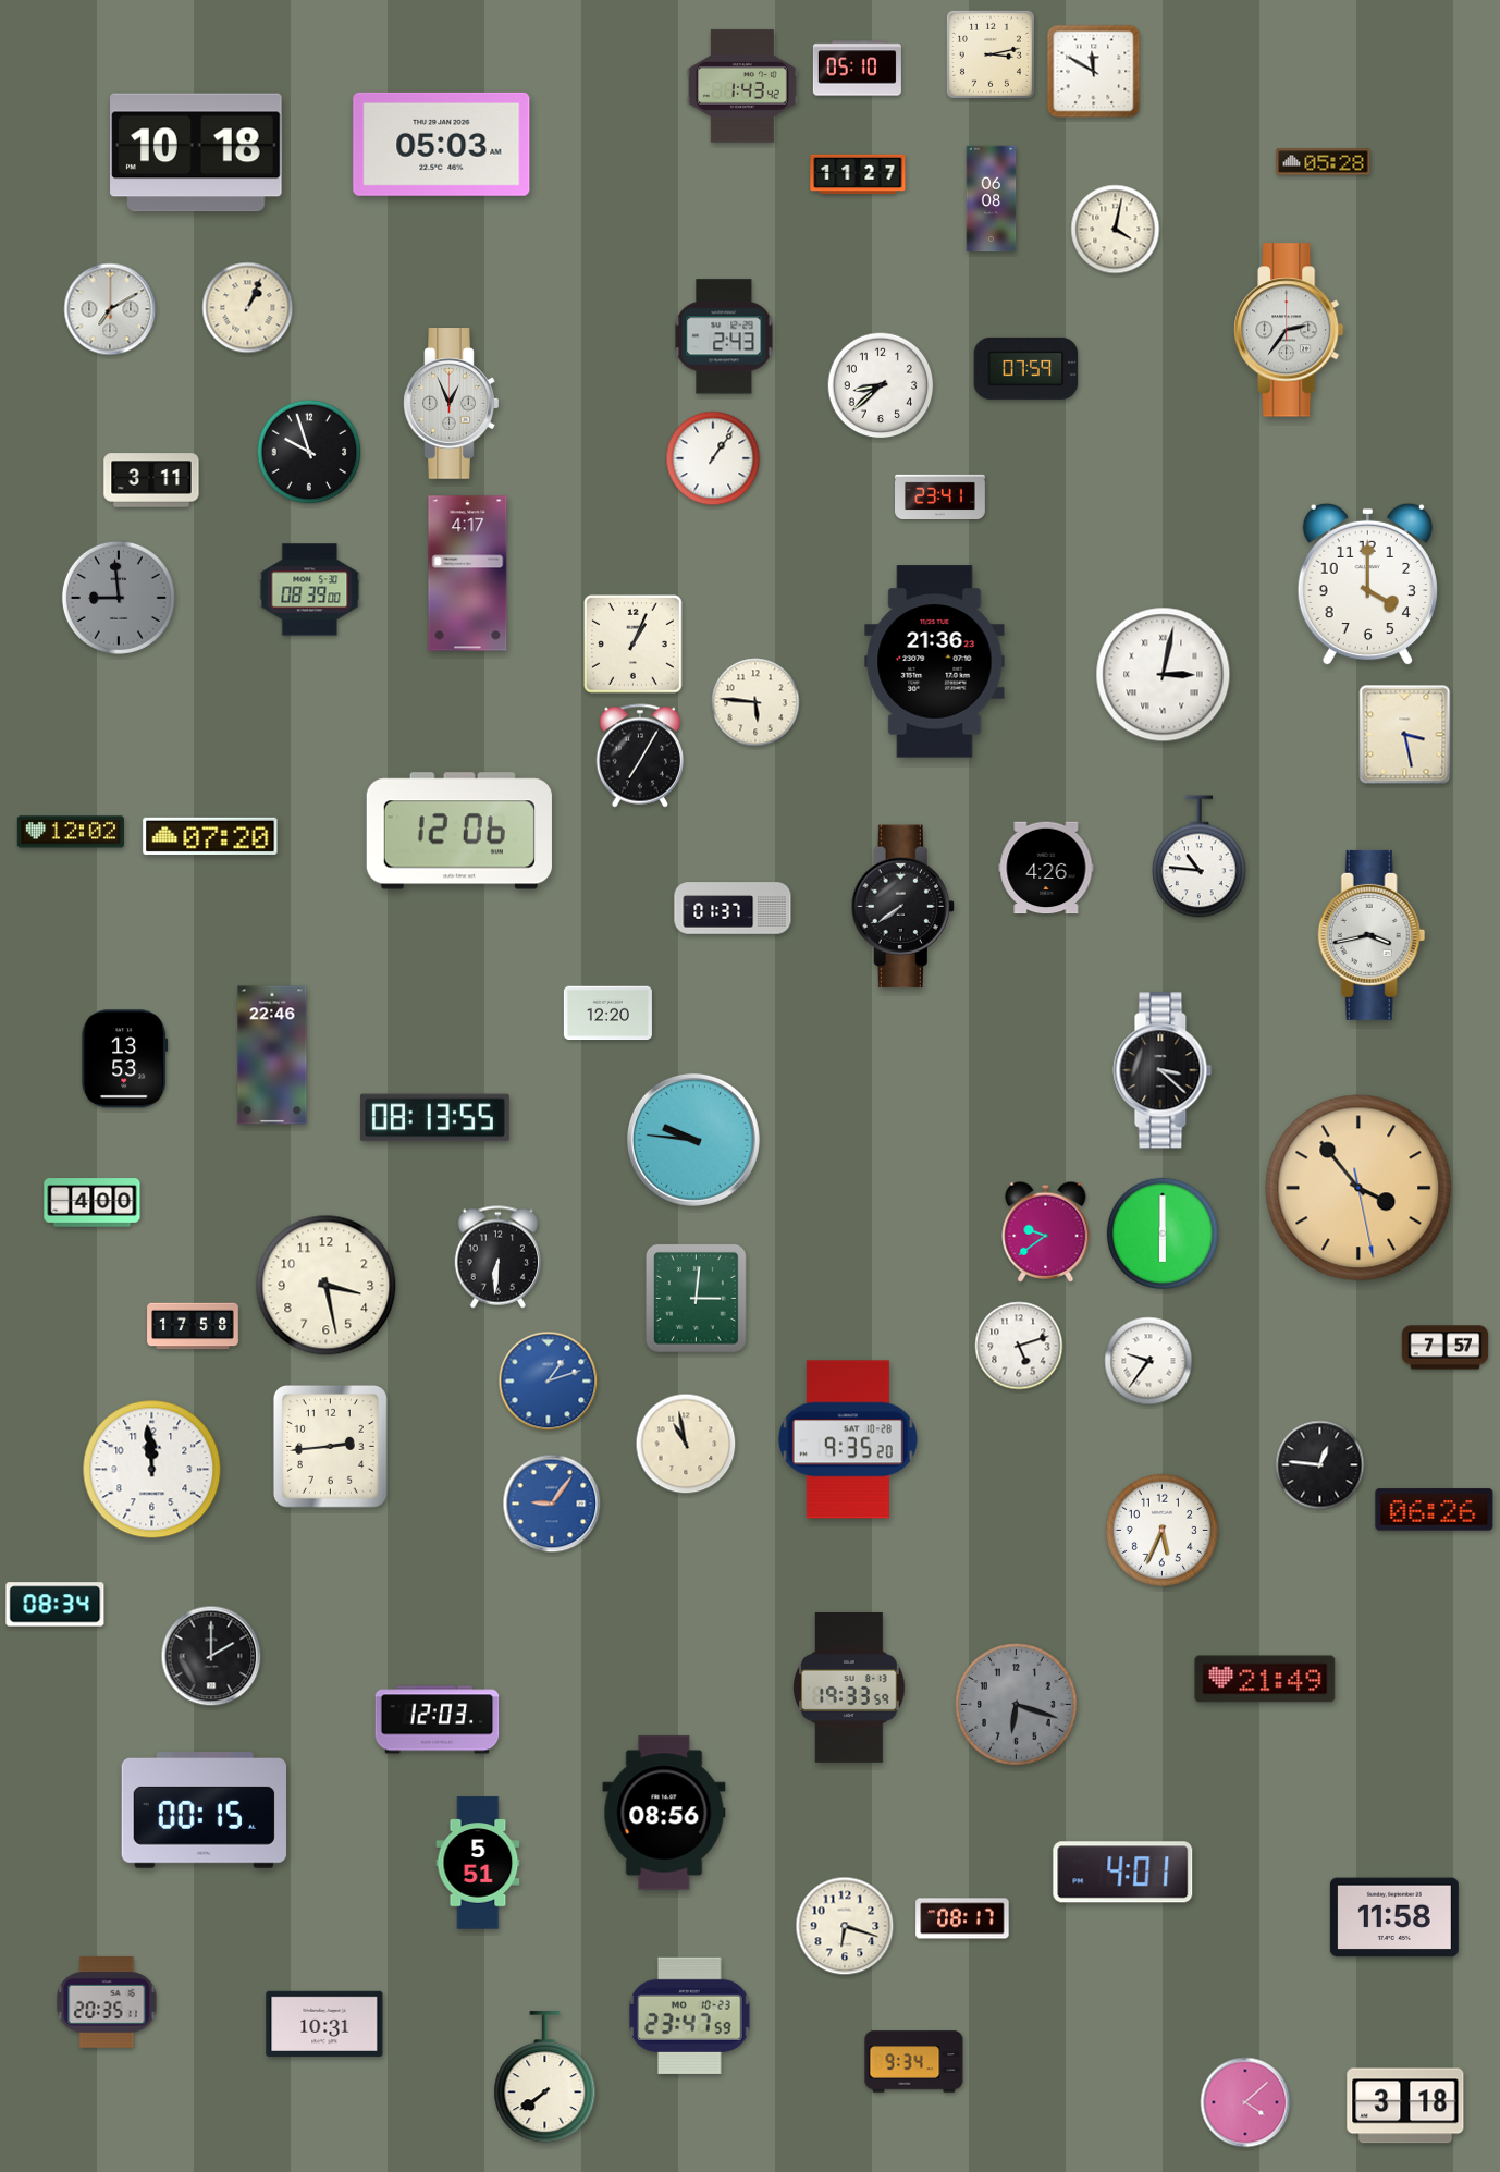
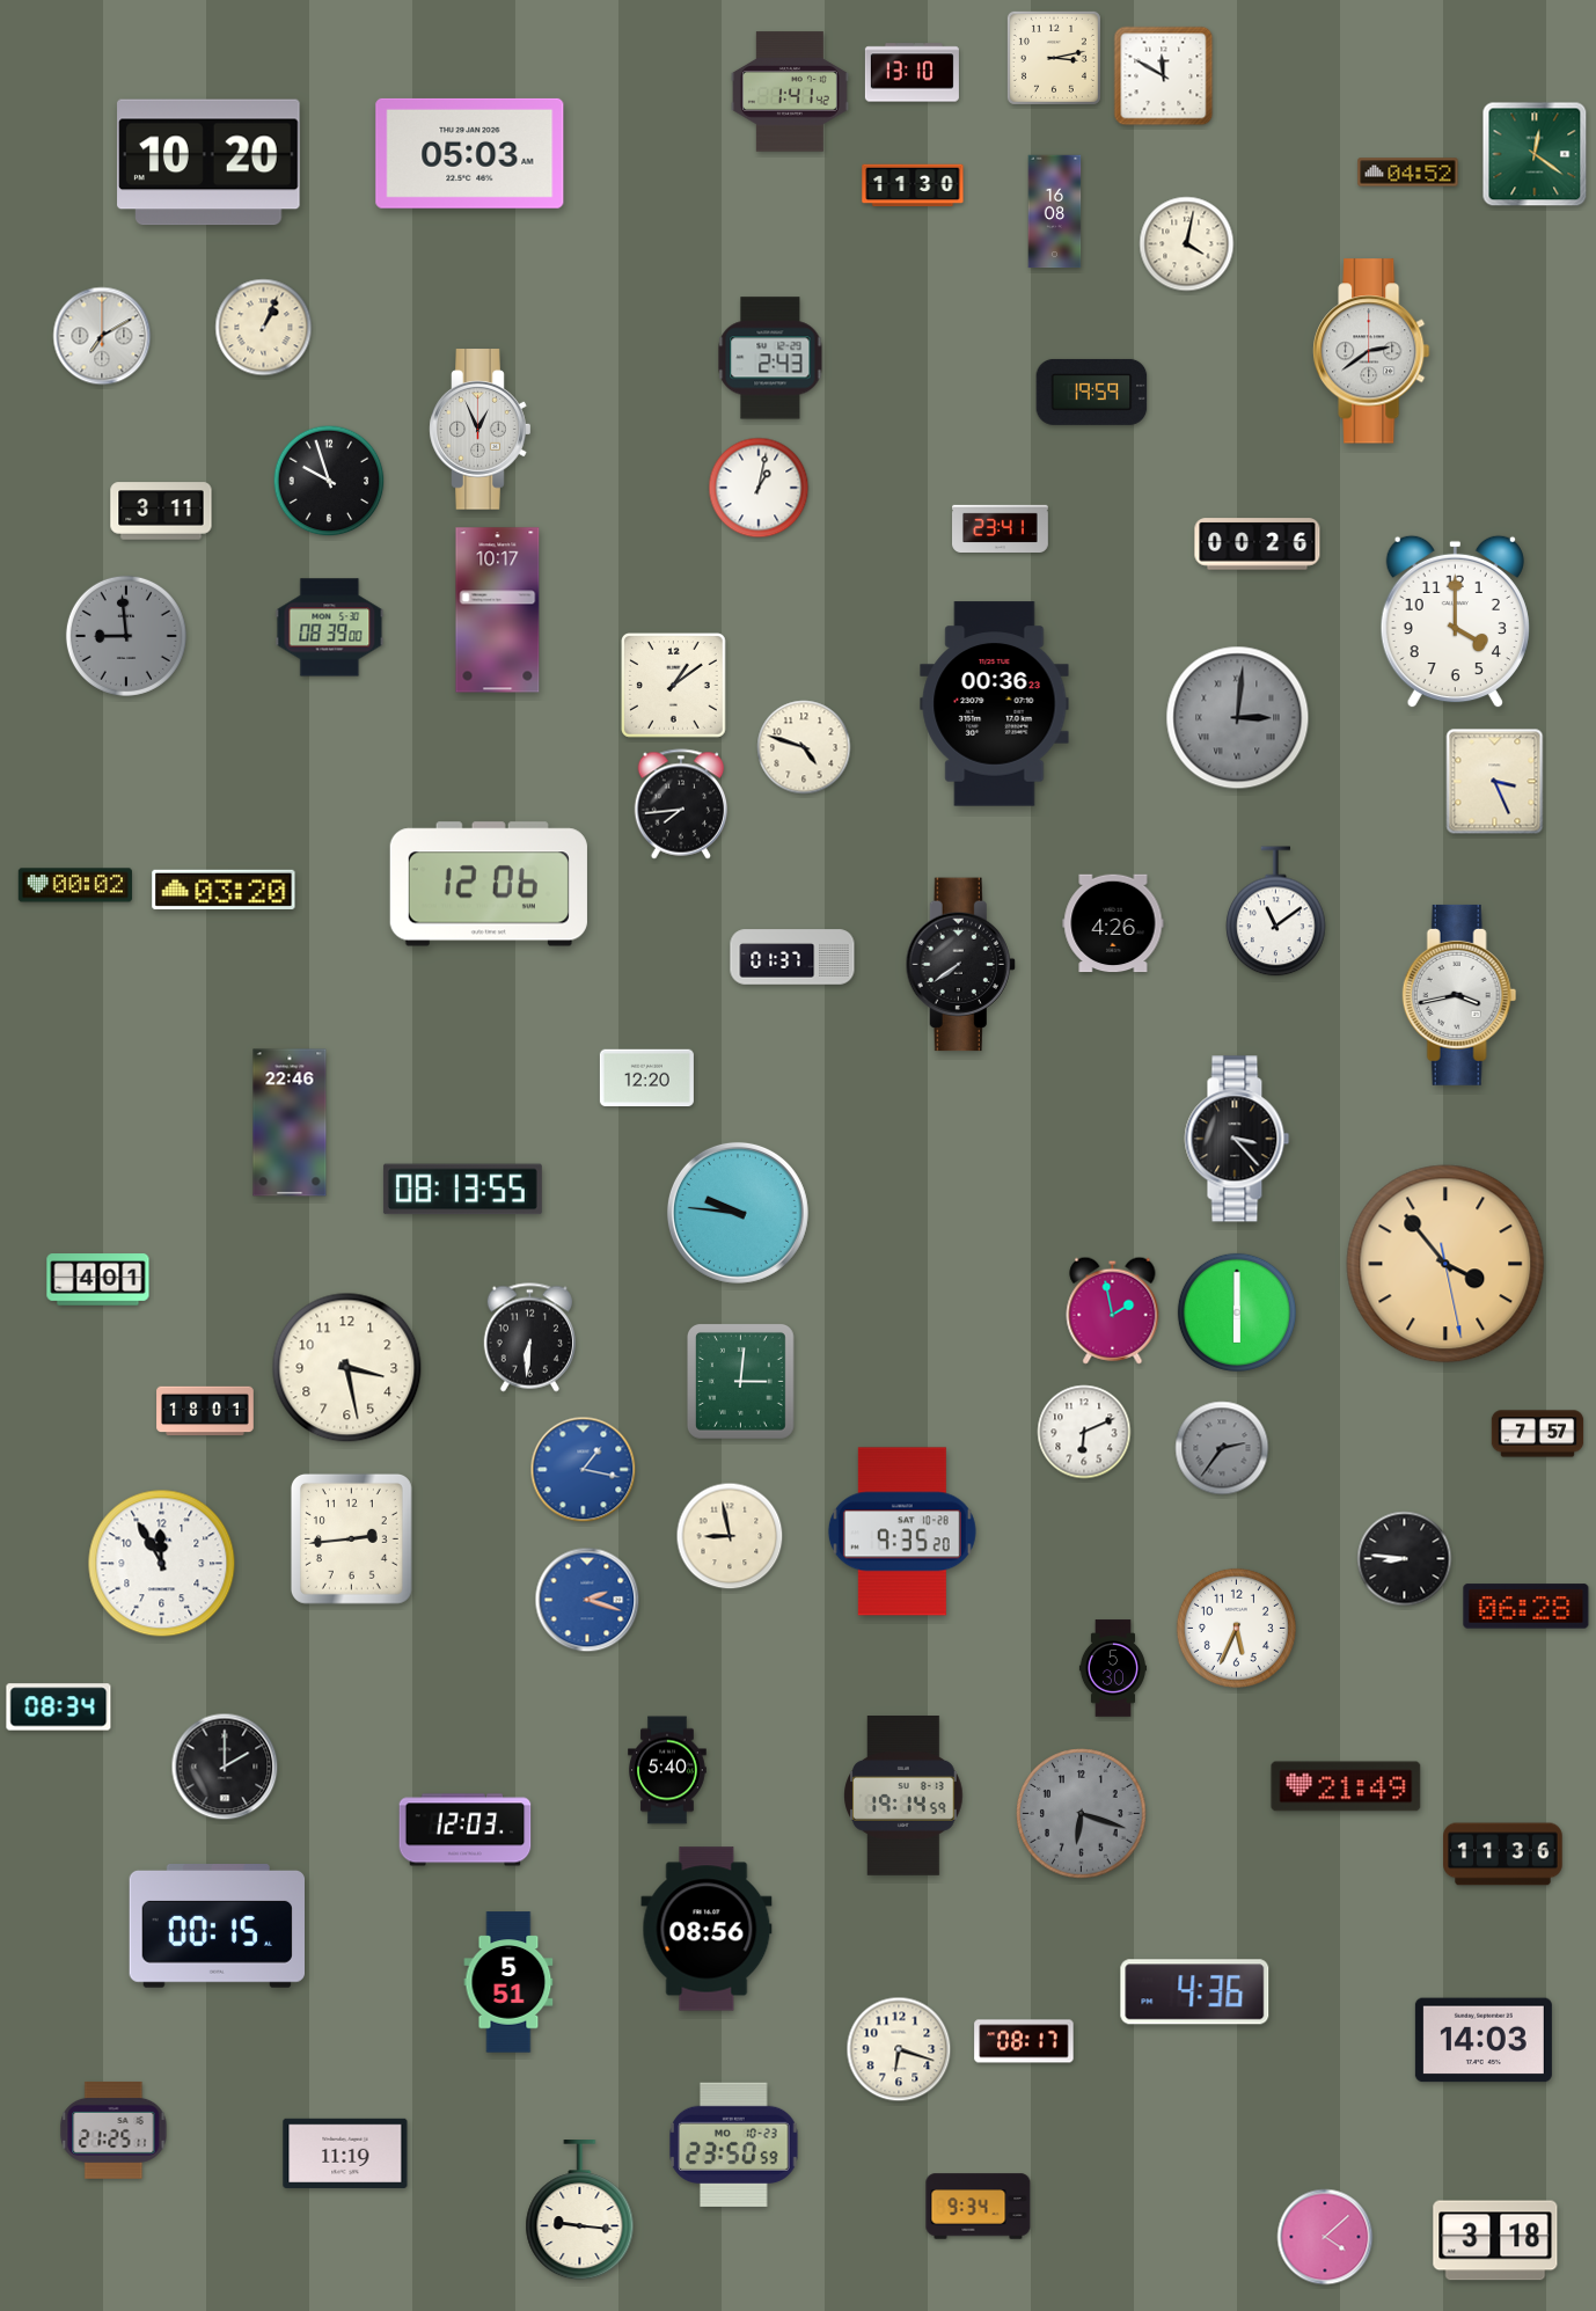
clock at (857, 69): 05:10 -> 13:10
clock at (742, 86): 1:43 -> 1:41
clock at (1535, 154): none -> 12:21
clock at (196, 152): 10:18 -> 10:20
clock at (1324, 162): 05:28 -> 04:52
clock at (858, 174): 11:27 -> 11:30
clock at (992, 199): 06:08 -> 16:08
clock at (110, 309) position: (110, 309) -> (102, 336)
clock at (1289, 330): 2:36 -> 2:39
clock at (1026, 368): 07:59 -> 19:59
clock at (881, 385): 8:38 -> none
clock at (713, 458): 1:06 -> 1:02
clock at (1258, 544): none -> 00:26
clock at (468, 574): 4:17 -> 10:17
clock at (634, 645): 1:04 -> 1:09
clock at (935, 662): 21:36 -> 00:36
clock at (1164, 675): 3:02 -> 3:01
clock at (1164, 675) dial: white -> grey
clock at (755, 702): 5:46 -> 4:48
clock at (1405, 735): 3:28 -> 3:26
clock at (640, 756): 7:05 -> 7:44
clock at (71, 832): 12:02 -> 00:02
clock at (210, 836): 07:20 -> 03:20
clock at (1200, 857): 10:46 -> 11:09
clock at (733, 908) position: (733, 908) -> (792, 957)
clock at (125, 1059): 13:53 -> none
clock at (1163, 1070): 3:22 -> 3:23
clock at (93, 1203): 4:00 -> 4:01
clock at (1046, 1231): 9:39 -> 1:58
clock at (193, 1326): 17:58 -> 18:01
clock at (1019, 1346): 5:12 -> 6:11
clock at (1148, 1361): 9:36 -> 2:36
clock at (1148, 1361) dial: white -> grey
clock at (549, 1382): 1:12 -> 1:17
clock at (686, 1444): 10:58 -> 8:58
clock at (1320, 1465): 12:46 -> 8:46
clock at (152, 1470): 11:59 -> 11:55
clock at (552, 1504): 9:06 -> 2:18
clock at (1435, 1510): 06:26 -> 06:28
clock at (1113, 1668): none -> 5:30
clock at (211, 1656) position: (211, 1656) -> (225, 1767)
clock at (667, 1770): none -> 5:40
clock at (849, 1689): 19:33 -> 19:14
clock at (1503, 1855): none -> 11:36
clock at (1123, 1873): 4:01 -> 4:36
clock at (1394, 1917): 11:58 -> 14:03
clock at (107, 2002): 20:35 -> 21:25
clock at (690, 2015): 23:47 -> 23:50
clock at (324, 2024): 10:31 -> 11:19
clock at (914, 2062) position: (914, 2062) -> (979, 2207)
clock at (545, 2077): 7:39 -> 9:16
